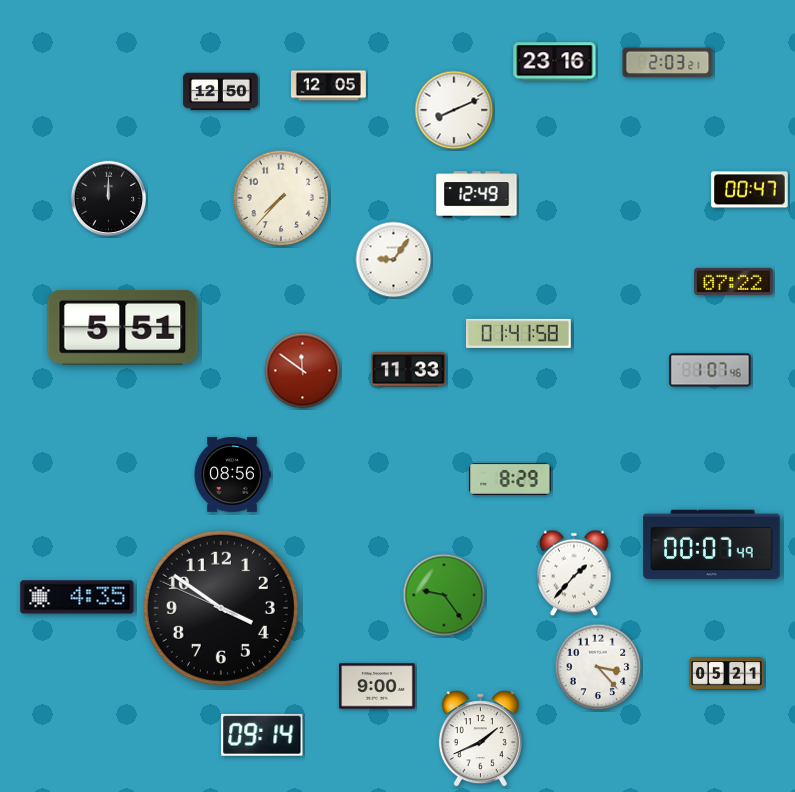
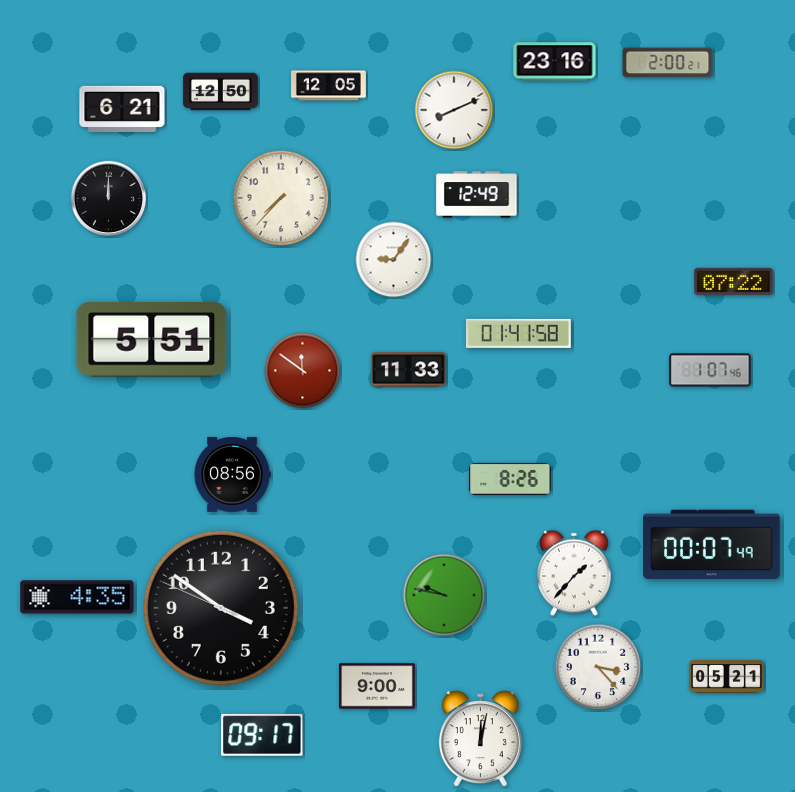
clock at (668, 63): 2:03 -> 2:00
clock at (122, 109): none -> 6:21
clock at (750, 190): 00:47 -> none
clock at (123, 327) position: (123, 327) -> (152, 339)
clock at (510, 479): 8:29 -> 8:26
clock at (444, 595): 9:24 -> 9:47
clock at (727, 674) position: (727, 674) -> (727, 677)
clock at (262, 735): 09:14 -> 09:17
clock at (480, 739): 1:41 -> 12:02
